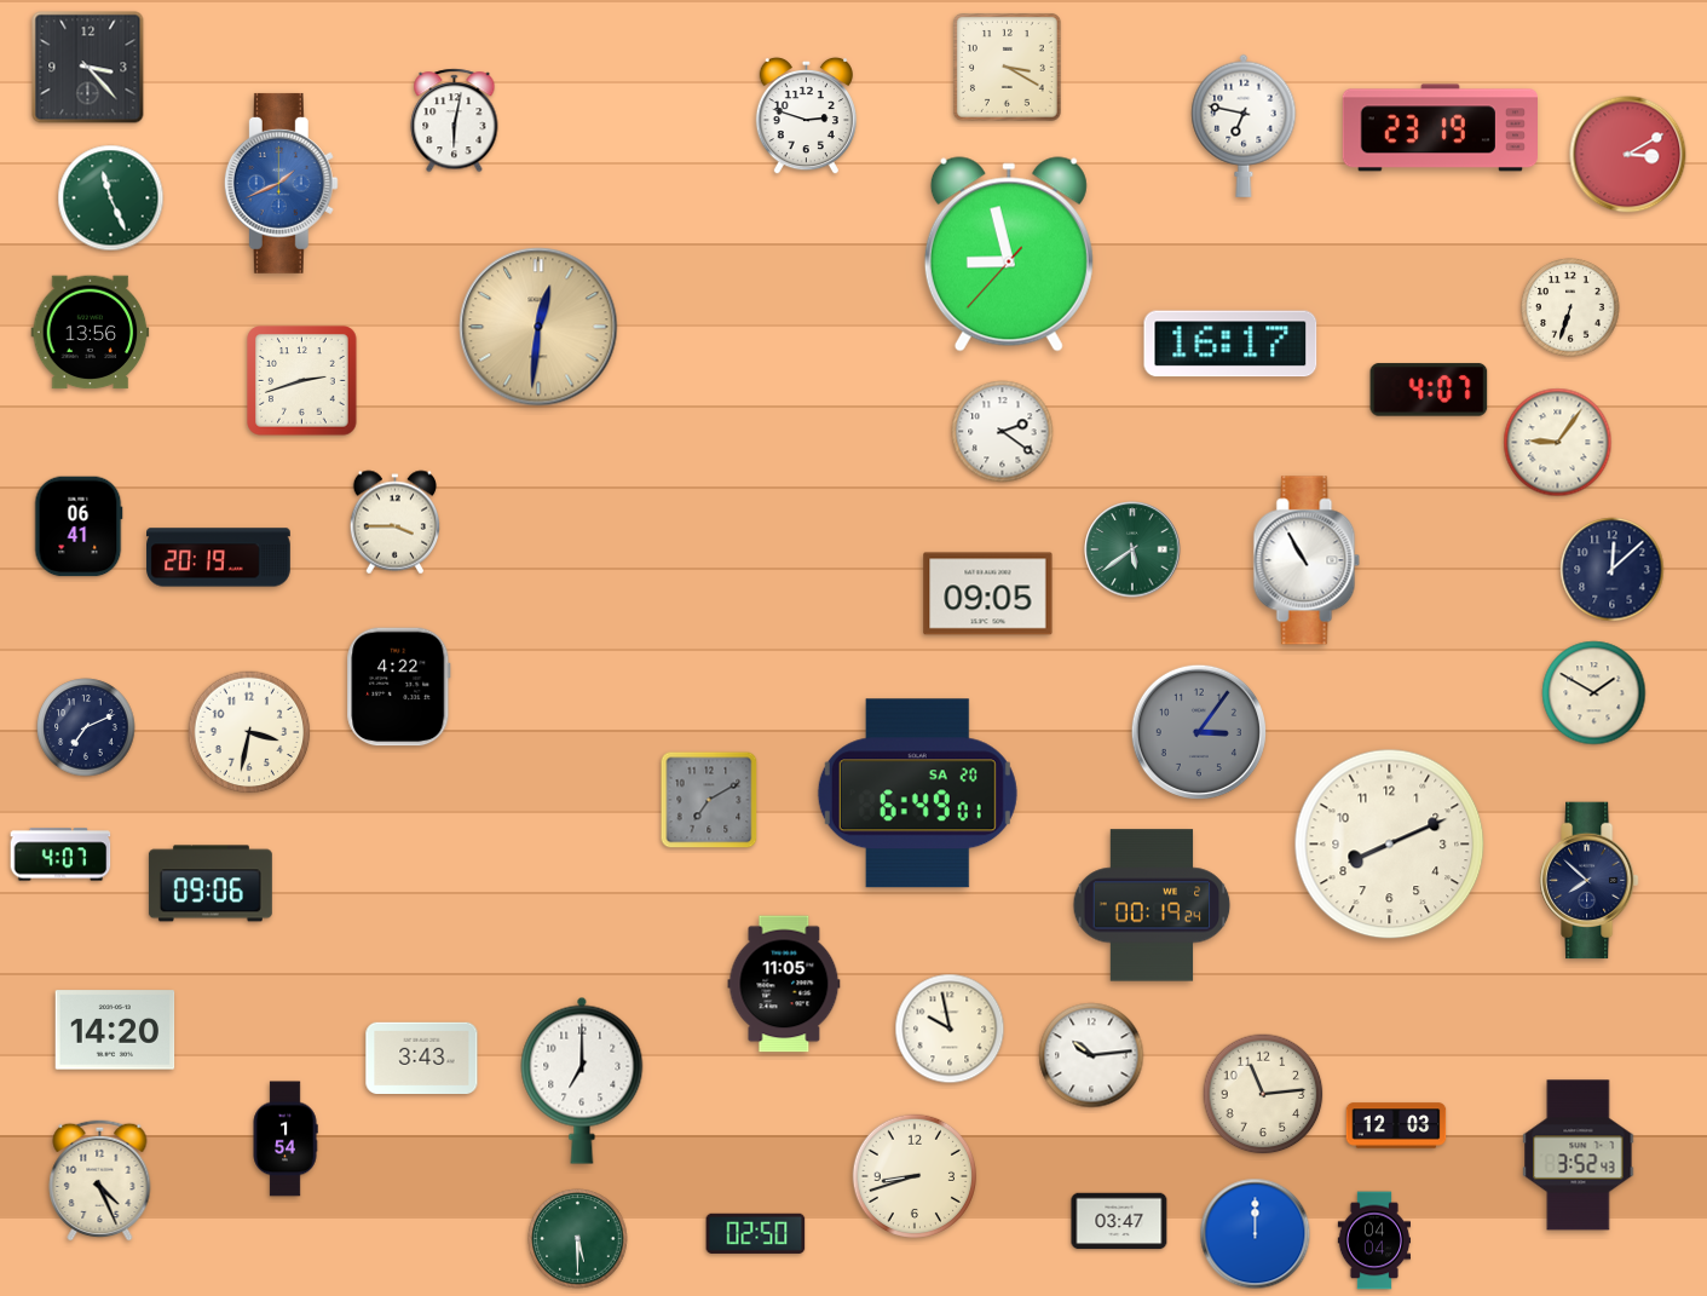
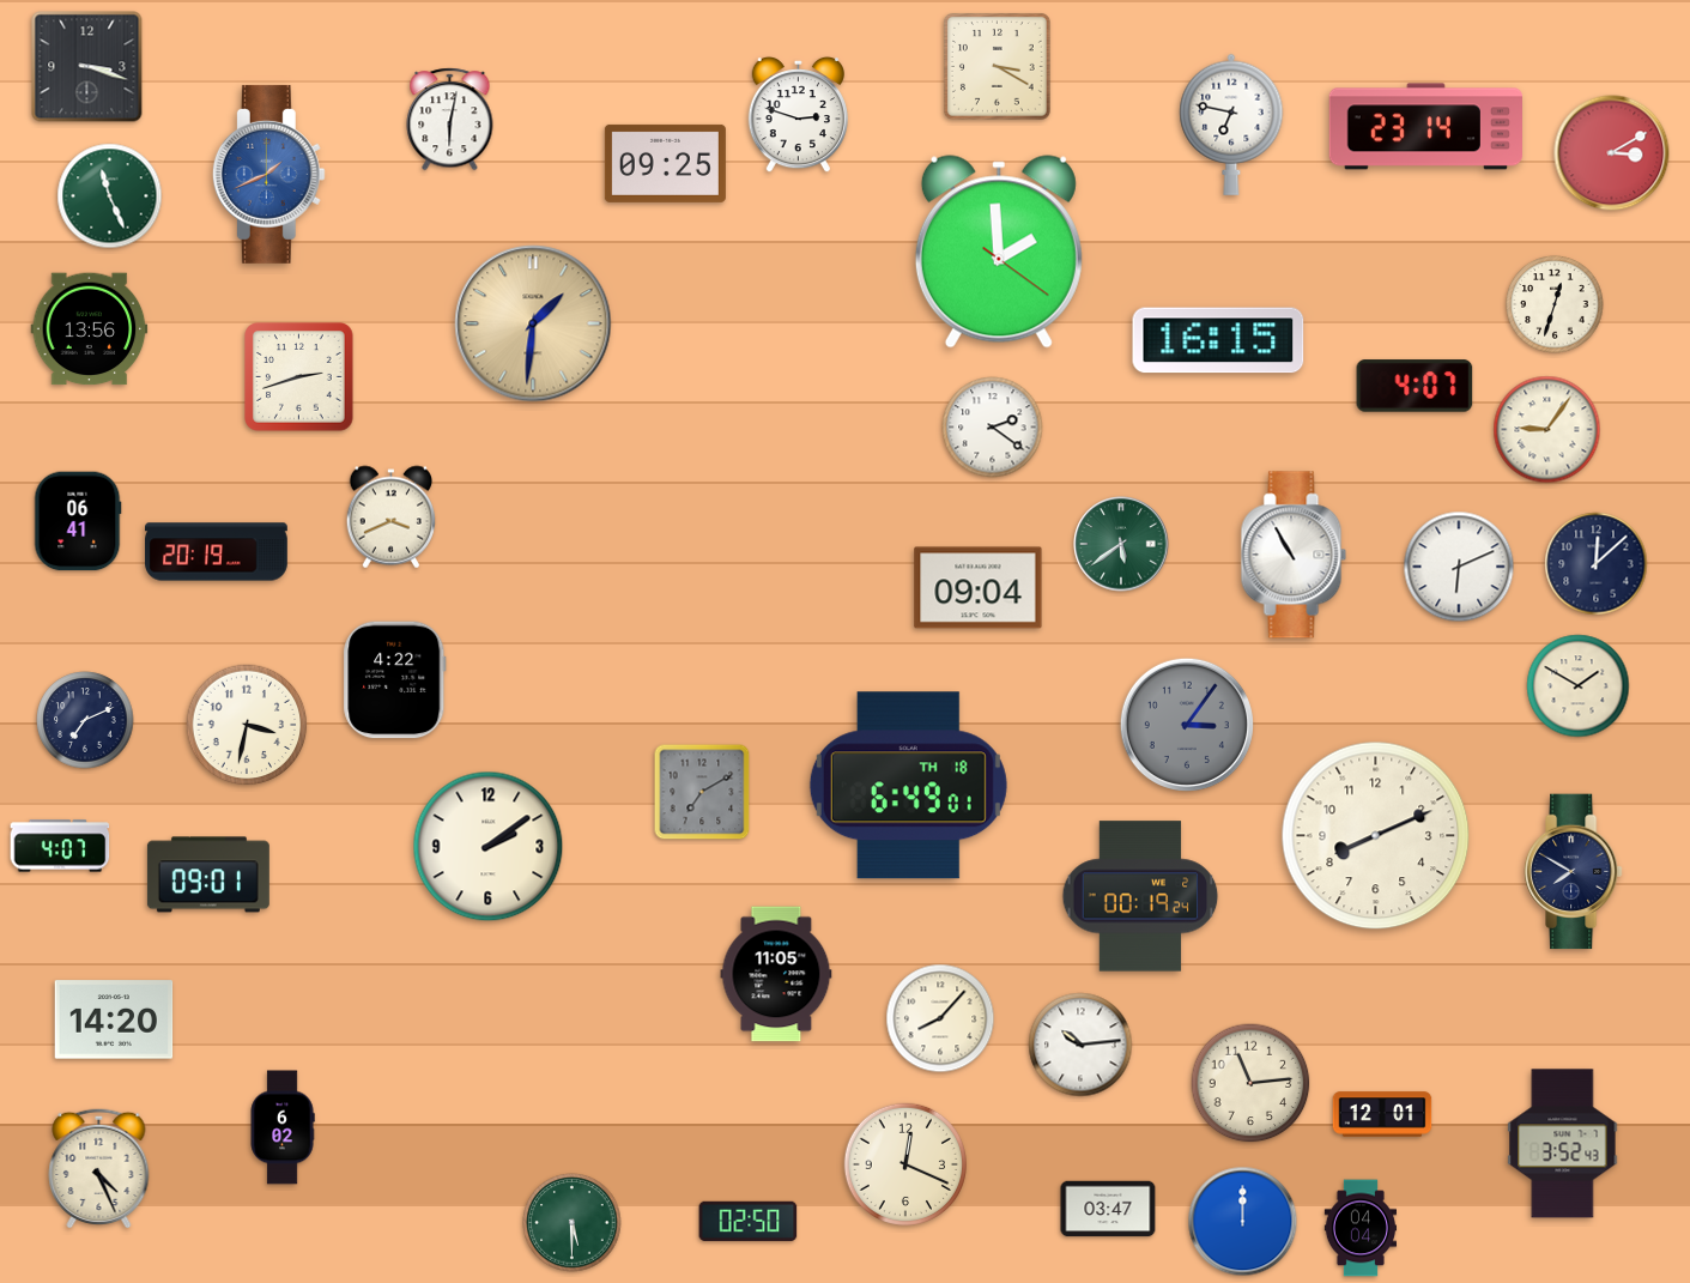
clock at (88, 68): 3:23 -> 3:18
clock at (1440, 128): 23:19 -> 23:14
clock at (665, 163): none -> 09:25
clock at (281, 183) position: (281, 183) -> (268, 174)
clock at (1009, 254): 8:57 -> 1:59
clock at (1570, 307): 6:33 -> 12:33
clock at (538, 327): 12:31 -> 1:31
clock at (1230, 344): 16:17 -> 16:15
clock at (1558, 443) position: (1558, 443) -> (1547, 430)
clock at (396, 523): 3:45 -> 3:41
clock at (1459, 567): none -> 6:11
clock at (988, 594): 09:05 -> 09:04
clock at (917, 794) date: SA 20 -> TH 18
clock at (489, 847): none -> 2:09
clock at (1590, 881): 7:52 -> 7:50
clock at (211, 883): 09:06 -> 09:01
clock at (950, 1029): 9:58 -> 8:07
clock at (422, 1058): 3:43 -> none
clock at (582, 1081): 7:00 -> none
clock at (1396, 1125): 12:03 -> 12:01
clock at (286, 1139): 1:54 -> 6:02
clock at (913, 1175): 8:42 -> 12:19
clock at (578, 1239) position: (578, 1239) -> (573, 1223)
